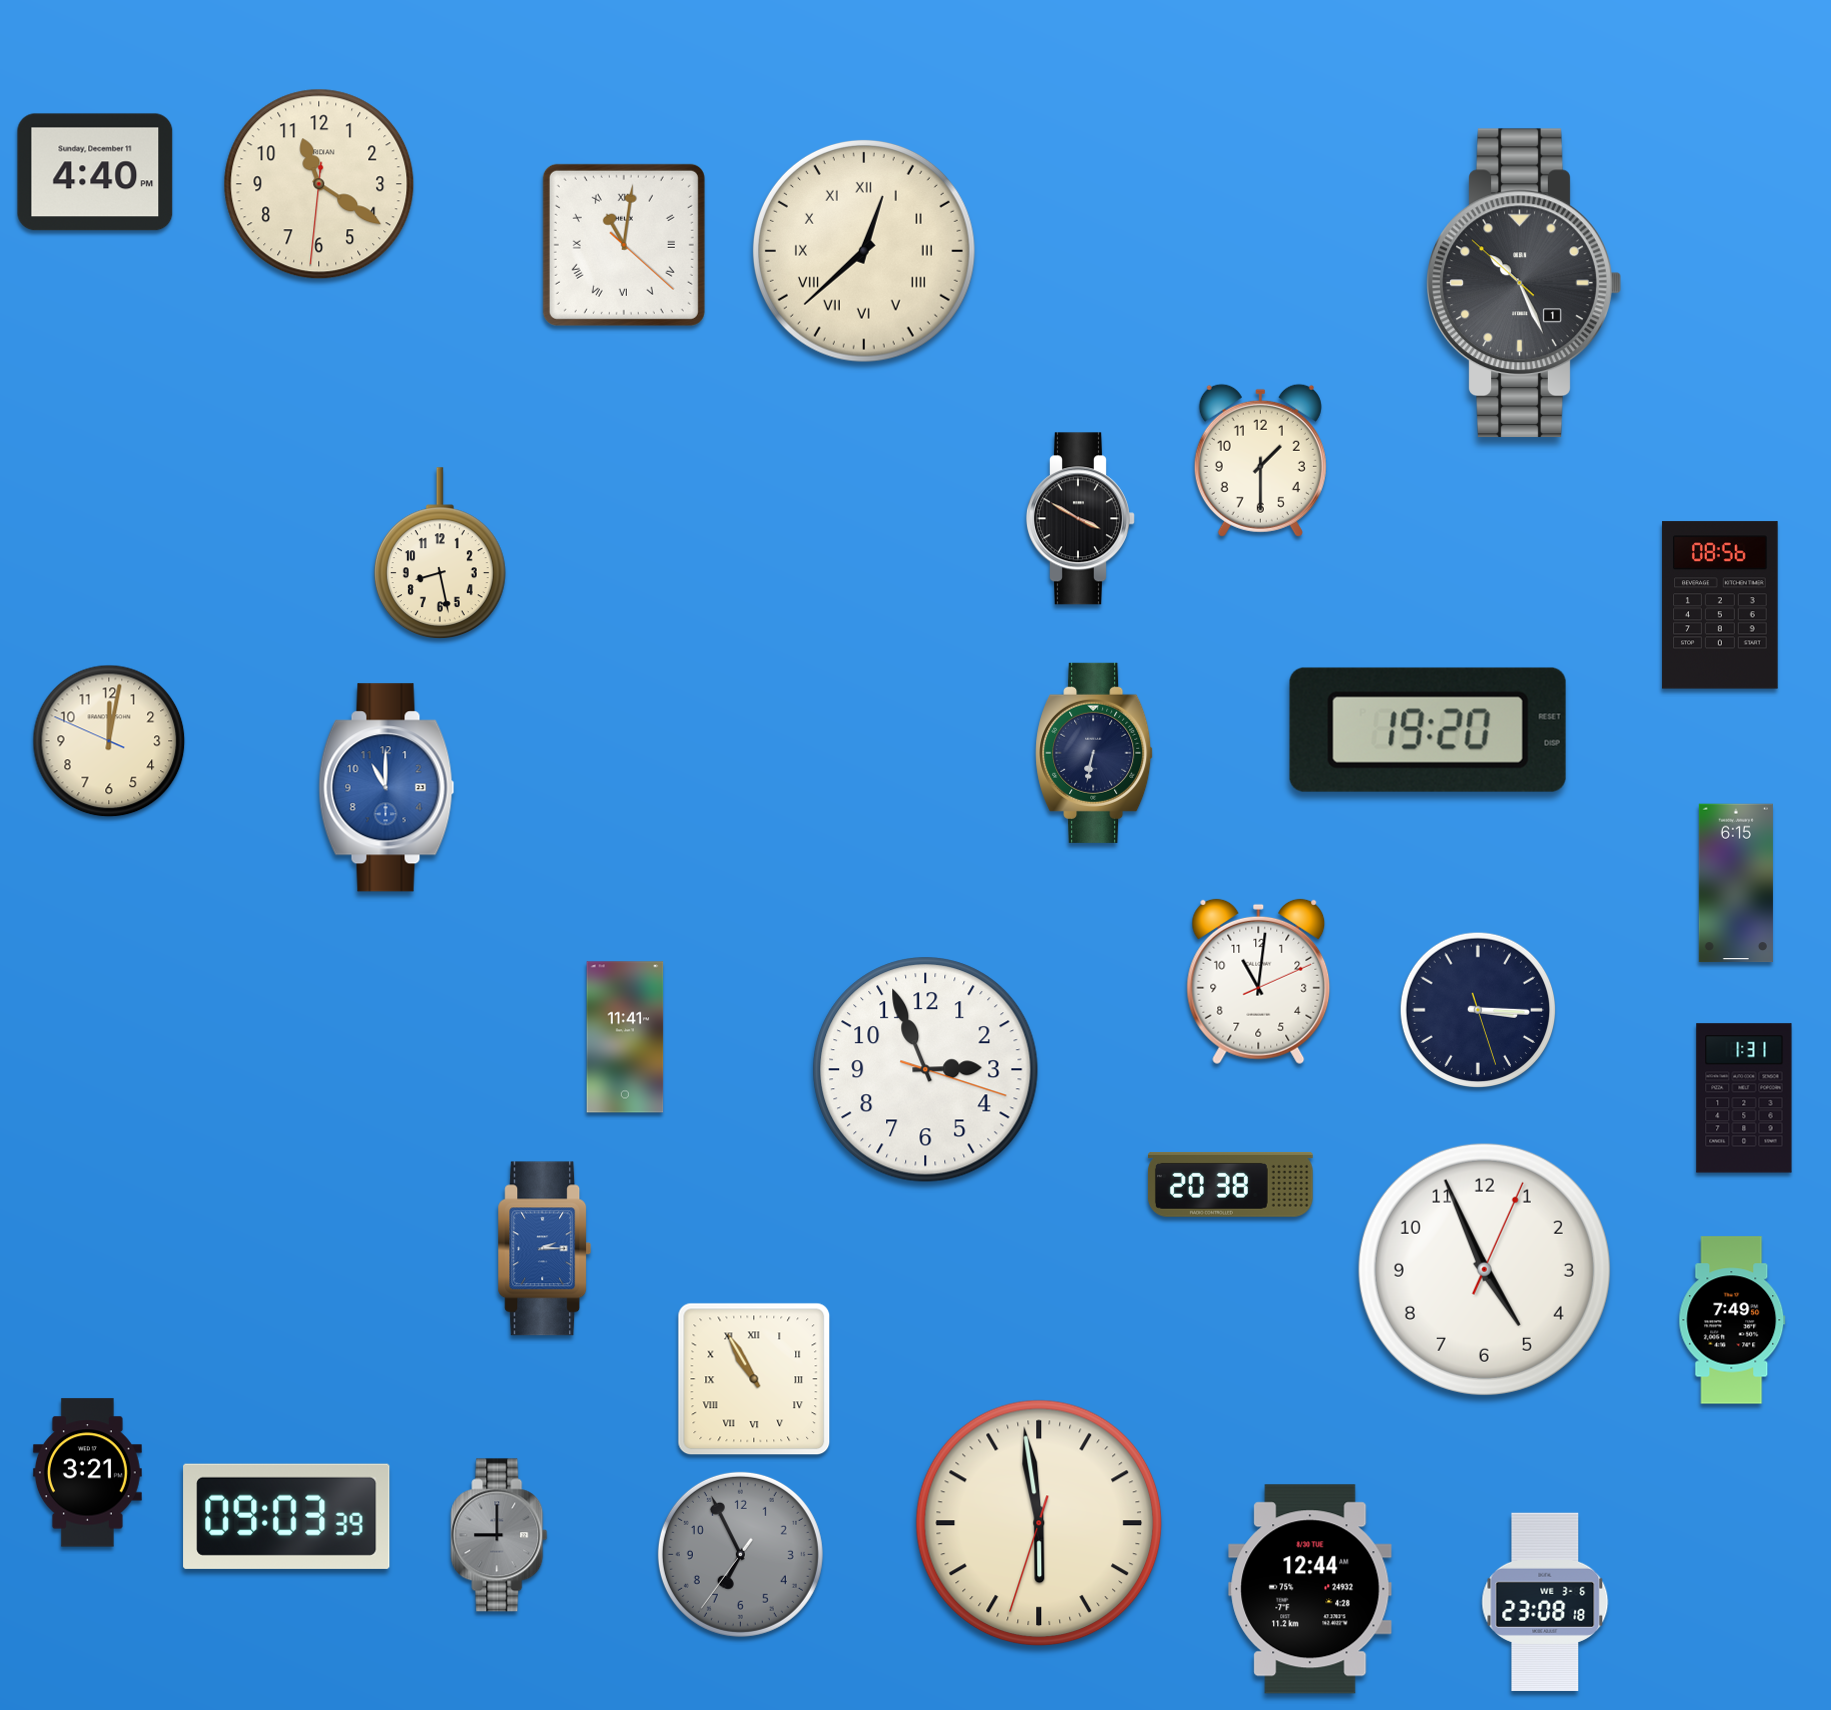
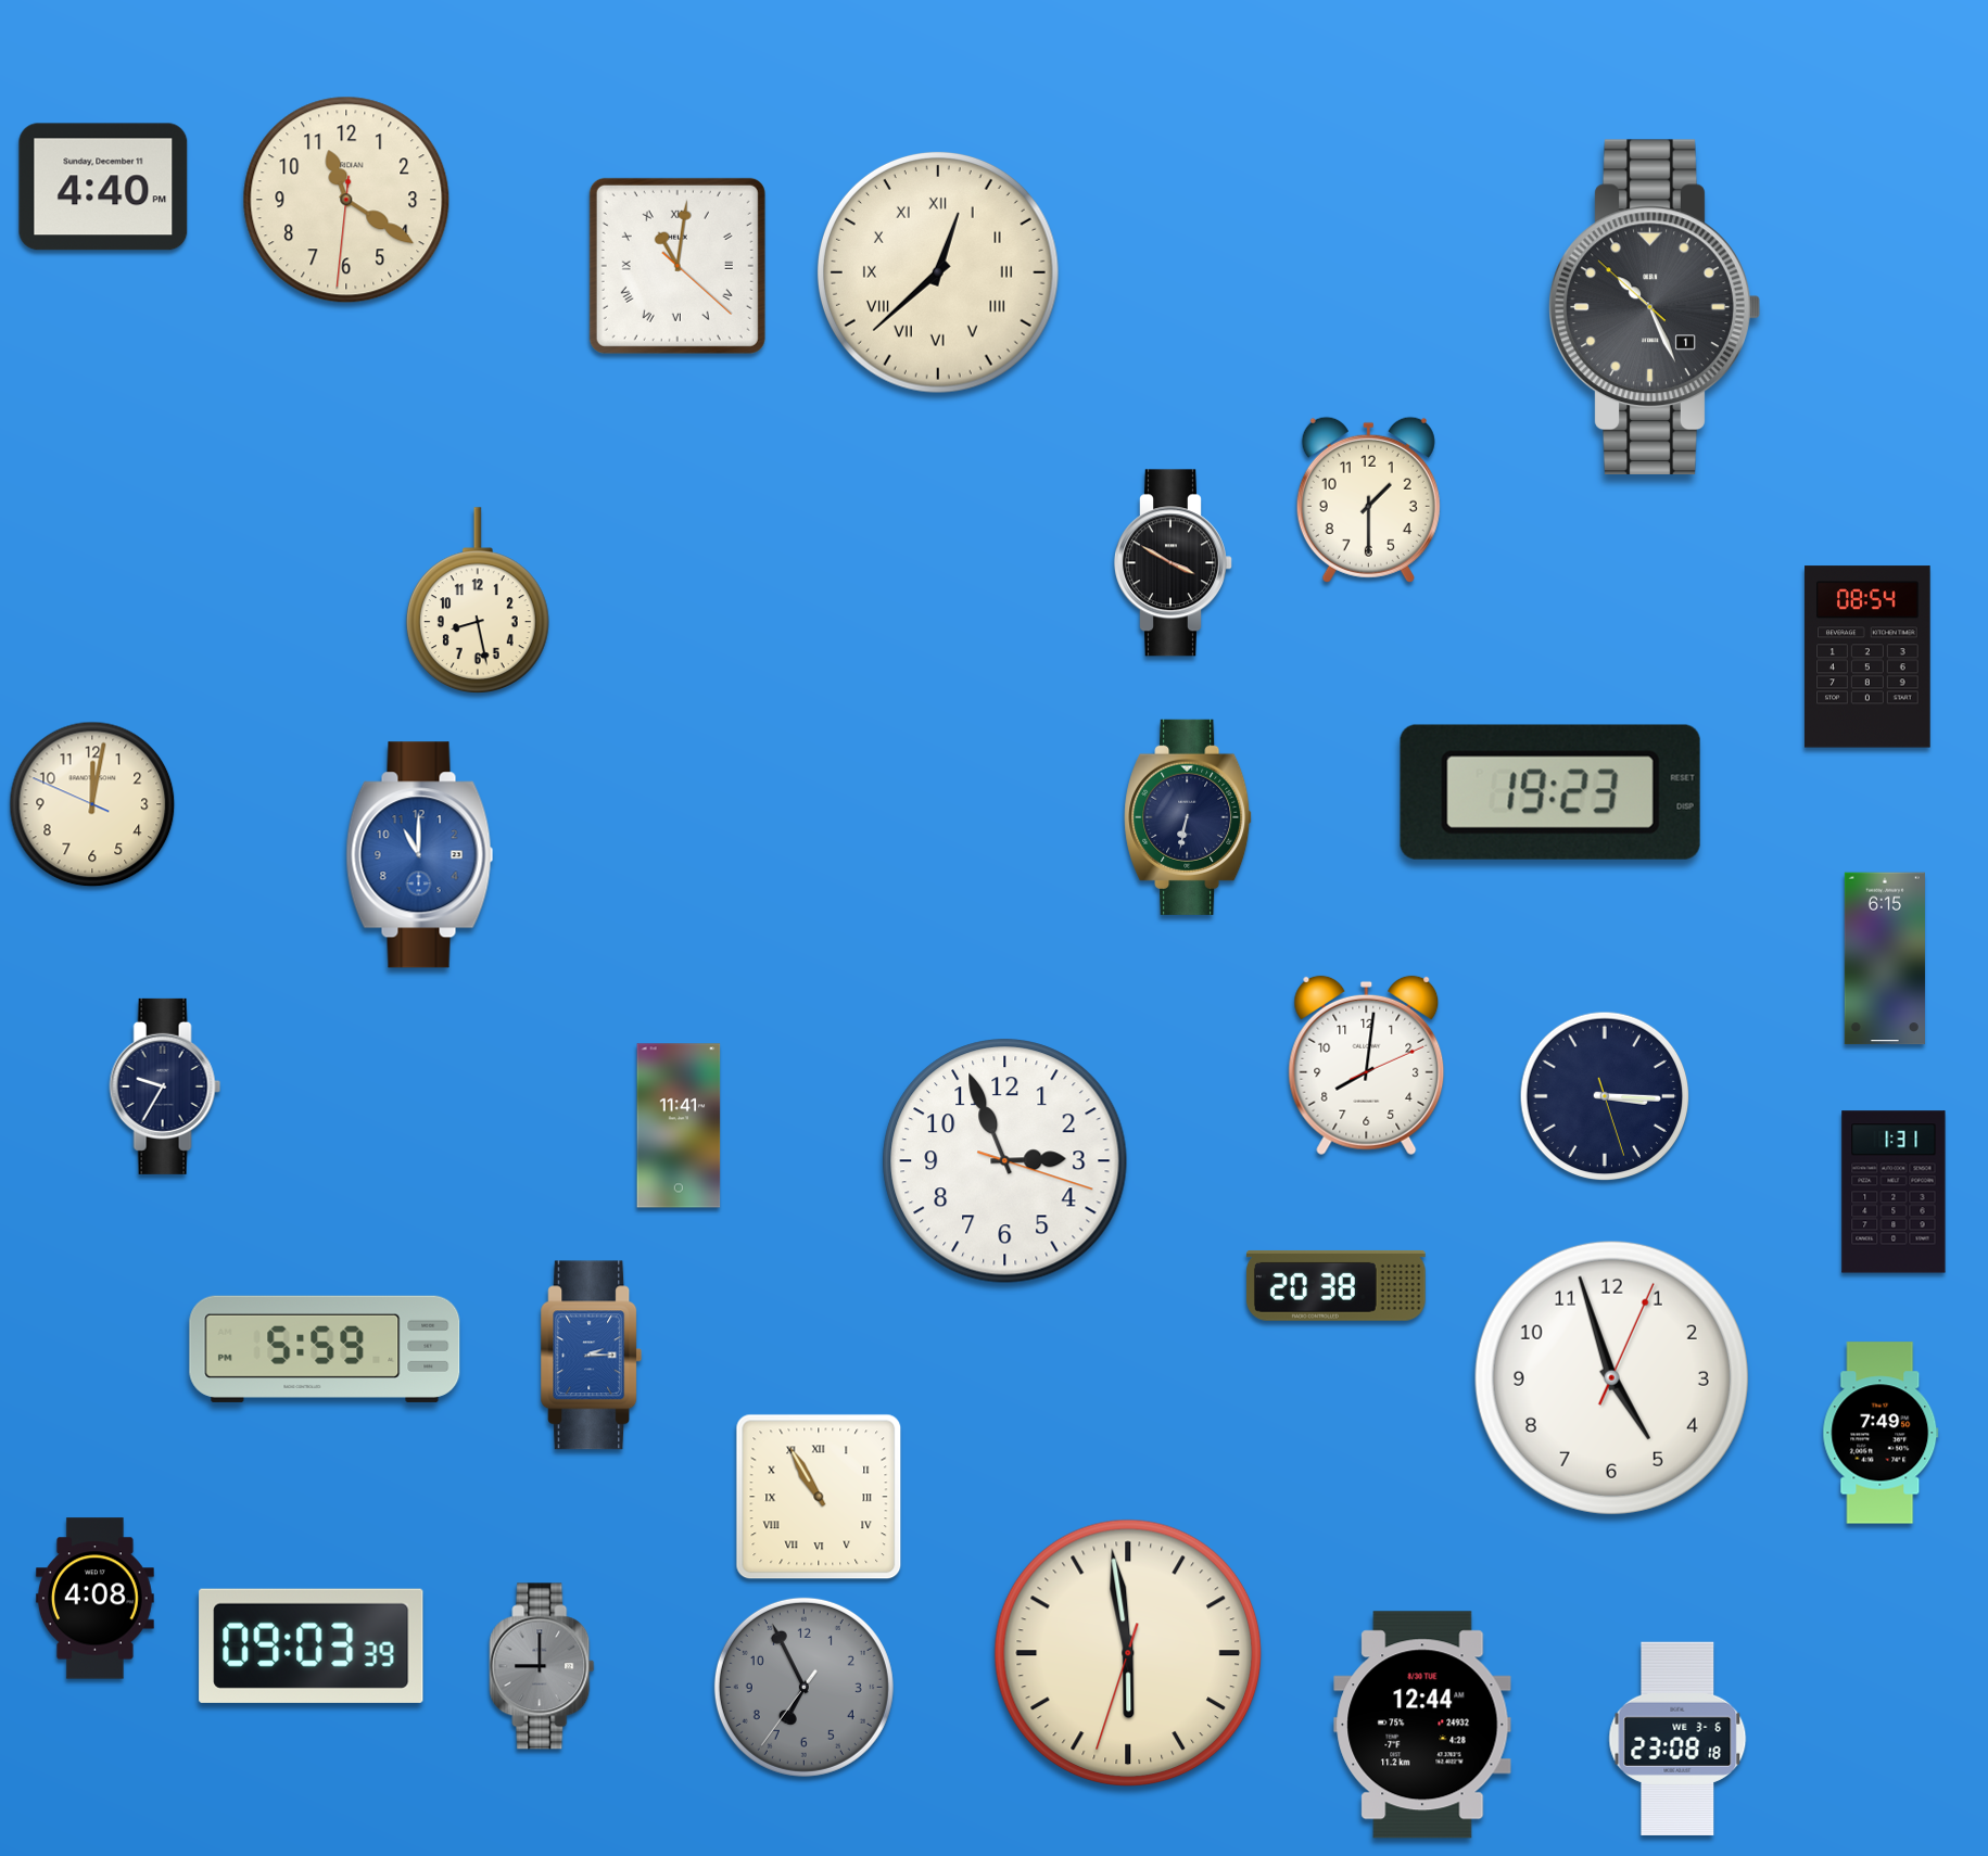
clock at (1720, 605): 08:56 -> 08:54
clock at (1428, 730): 19:20 -> 19:23
clock at (109, 741) position: (109, 741) -> (92, 804)
clock at (1259, 982): 11:01 -> 8:01
clock at (165, 1086): none -> 9:35
clock at (325, 1349): none -> 5:59
clock at (1484, 1269): 4:56 -> 4:57
clock at (87, 1473): 3:21 -> 4:08
